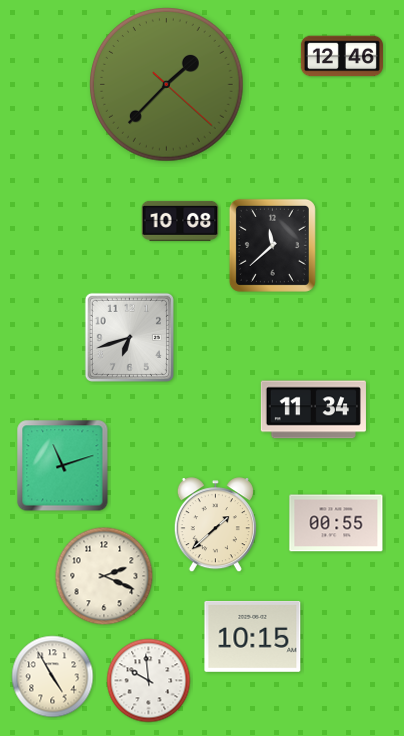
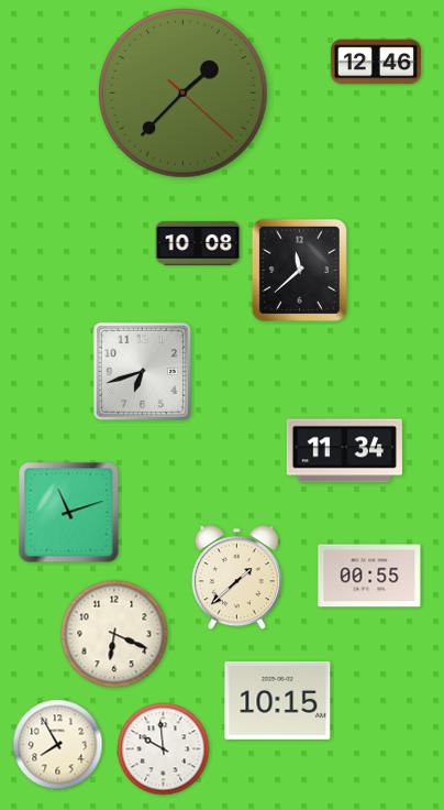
clock at (104, 576): 2:19 -> 6:19
clock at (53, 677): 4:55 -> 7:55
